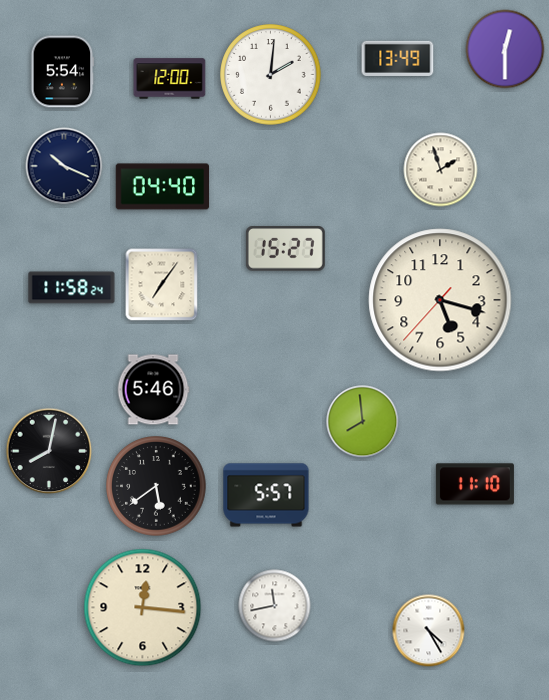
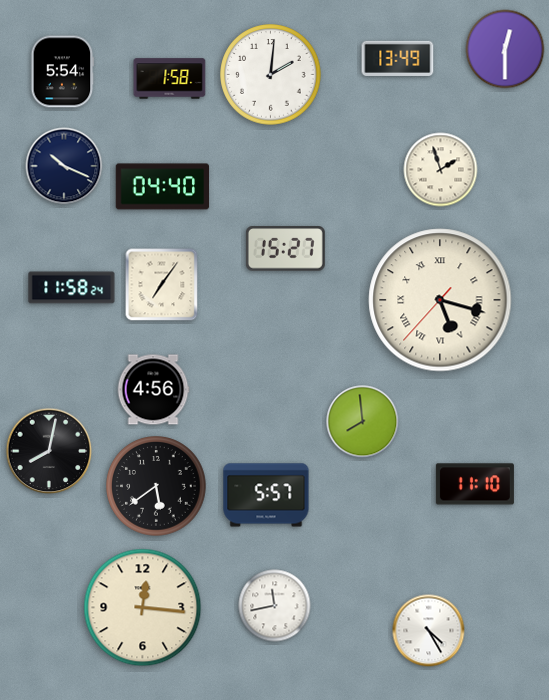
clock at (170, 79): 12:00 -> 1:58
clock at (440, 300) numerals: Arabic -> Roman
clock at (153, 390): 5:46 -> 4:56
